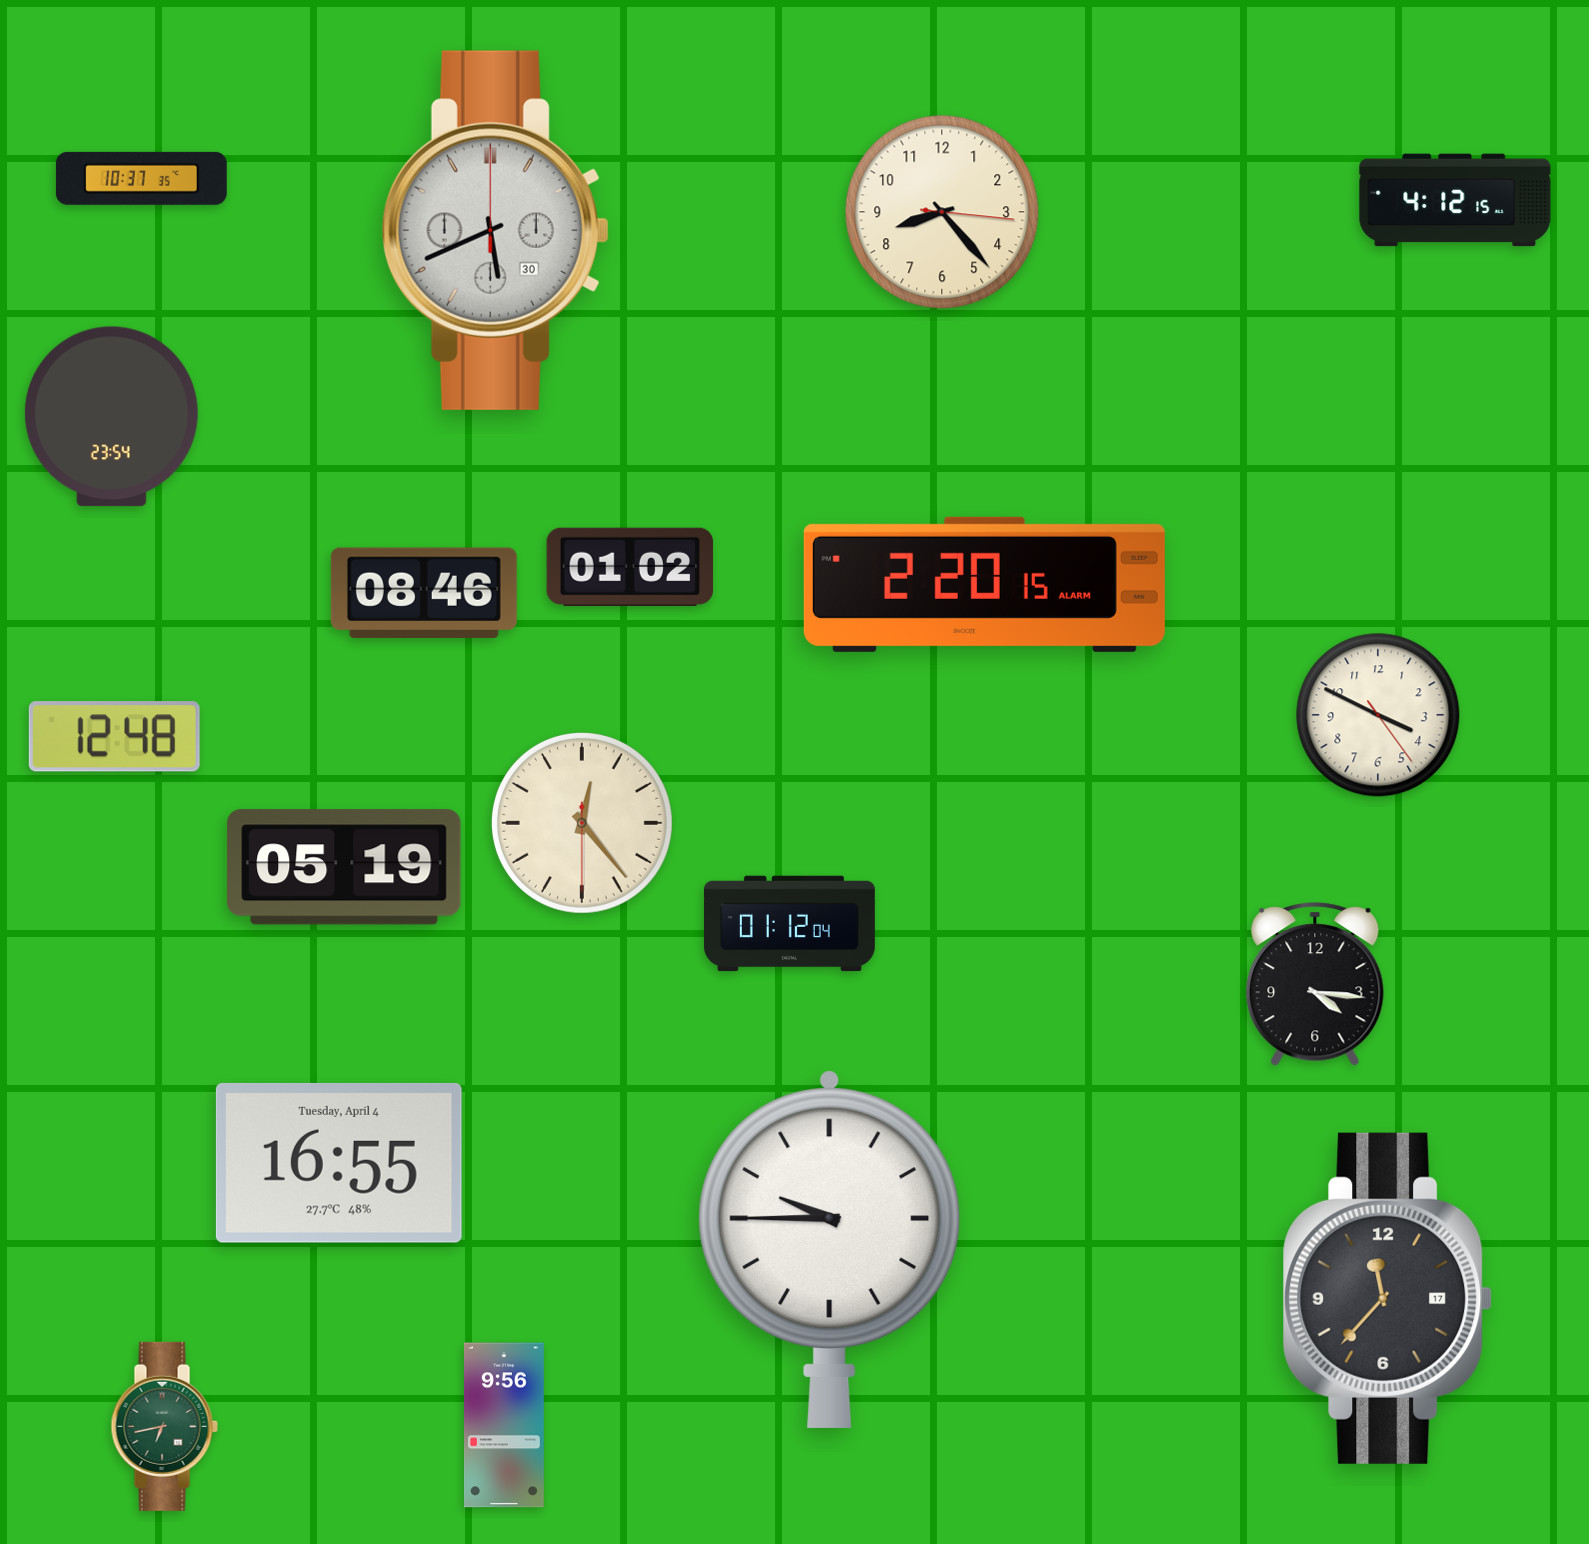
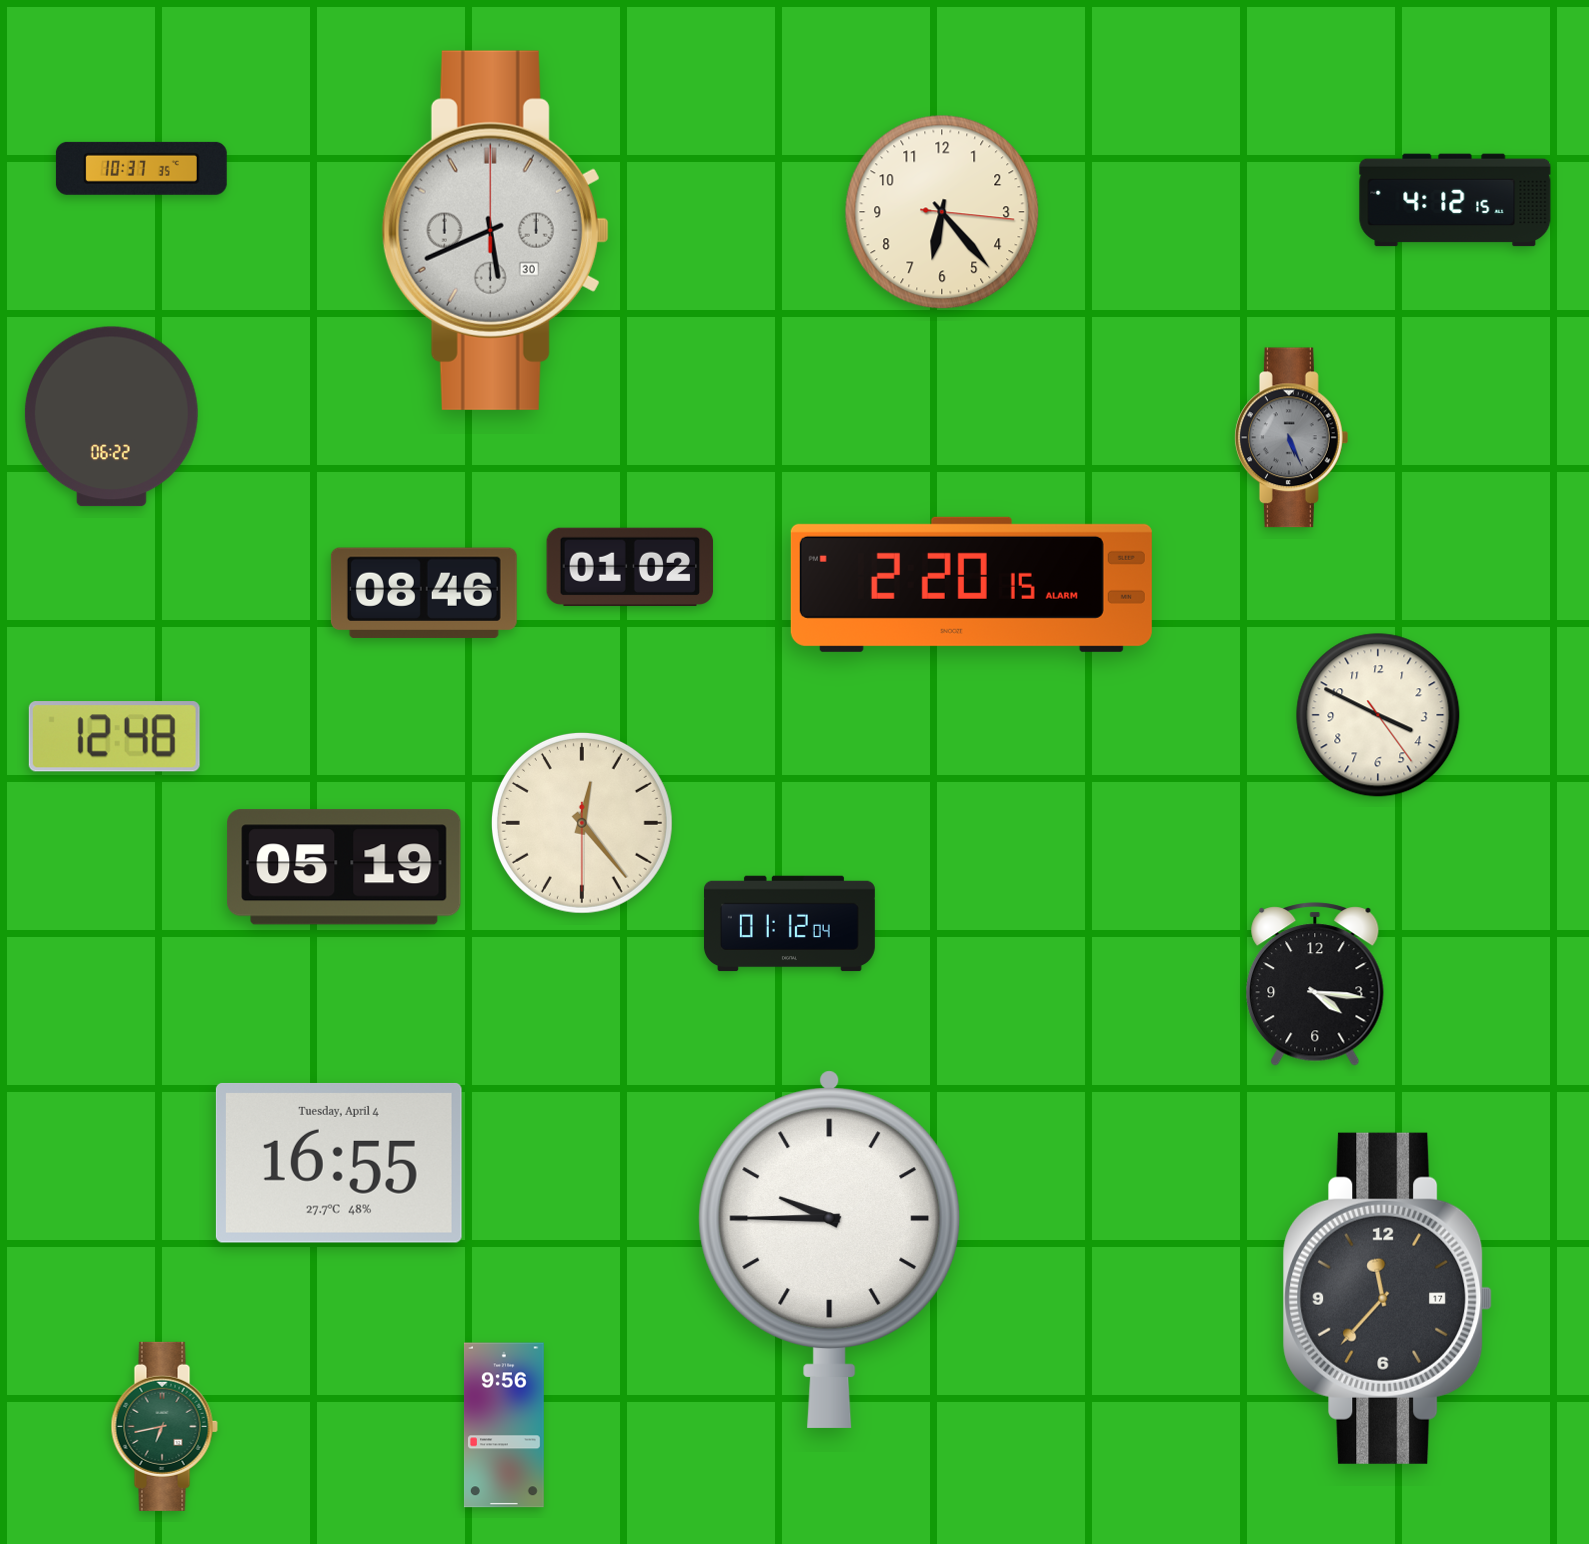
clock at (141, 178) position: (141, 178) -> (141, 168)
clock at (942, 212): 8:23 -> 6:23
clock at (111, 417): 23:54 -> 06:22
clock at (1291, 438): none -> 5:26
clock at (984, 584) position: (984, 584) -> (971, 584)
